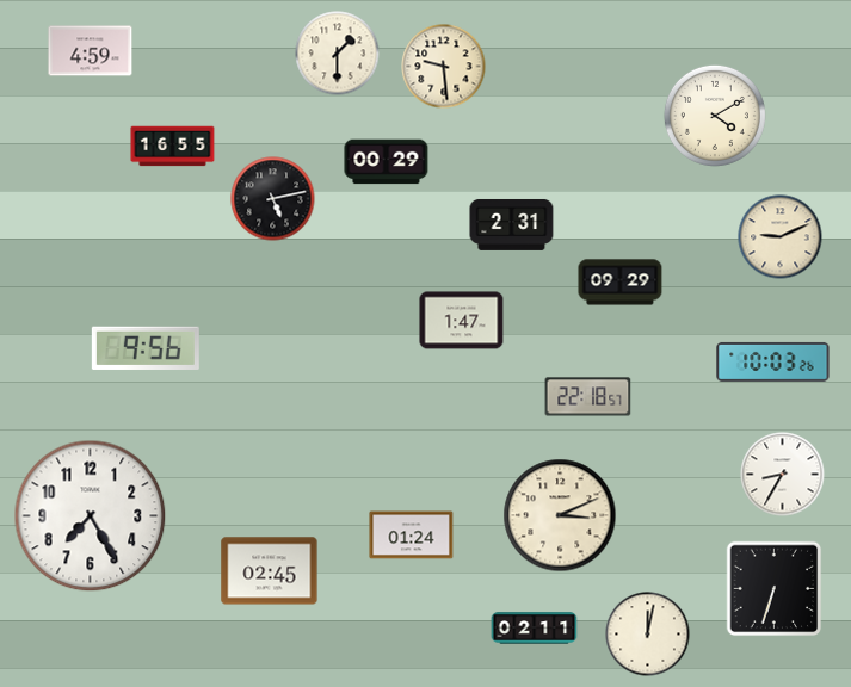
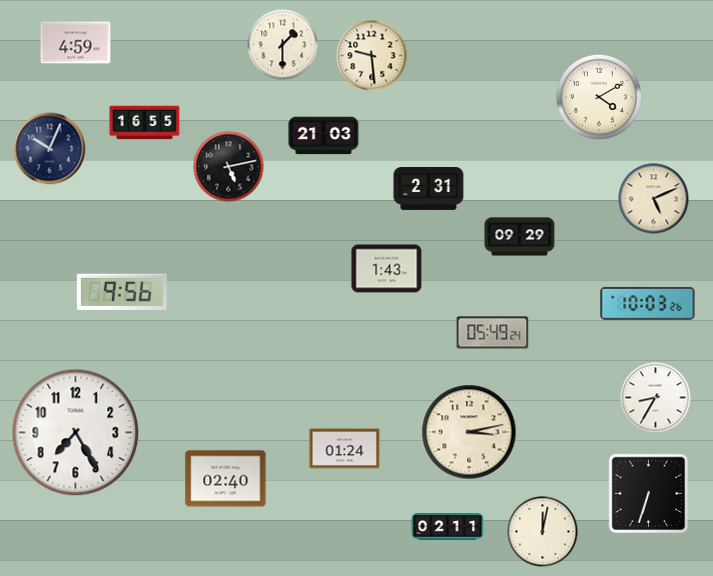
clock at (387, 162): 00:29 -> 21:03
clock at (50, 149): none -> 10:04
clock at (781, 237): 9:11 -> 5:11
clock at (462, 321): 1:47 -> 1:43
clock at (588, 397): 22:18 -> 05:49
clock at (560, 515): 3:11 -> 3:13
clock at (270, 571): 02:45 -> 02:40
